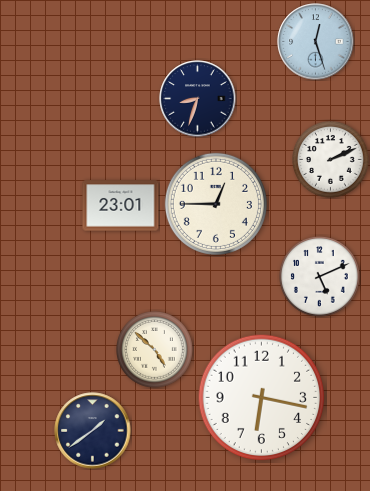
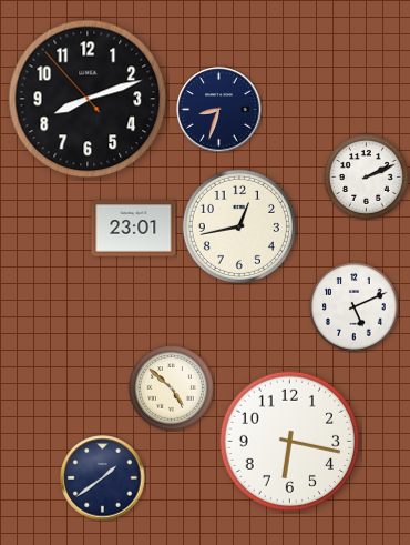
clock at (316, 42): 12:27 -> none
clock at (88, 99): none -> 8:11
clock at (216, 204): 12:45 -> 12:43
